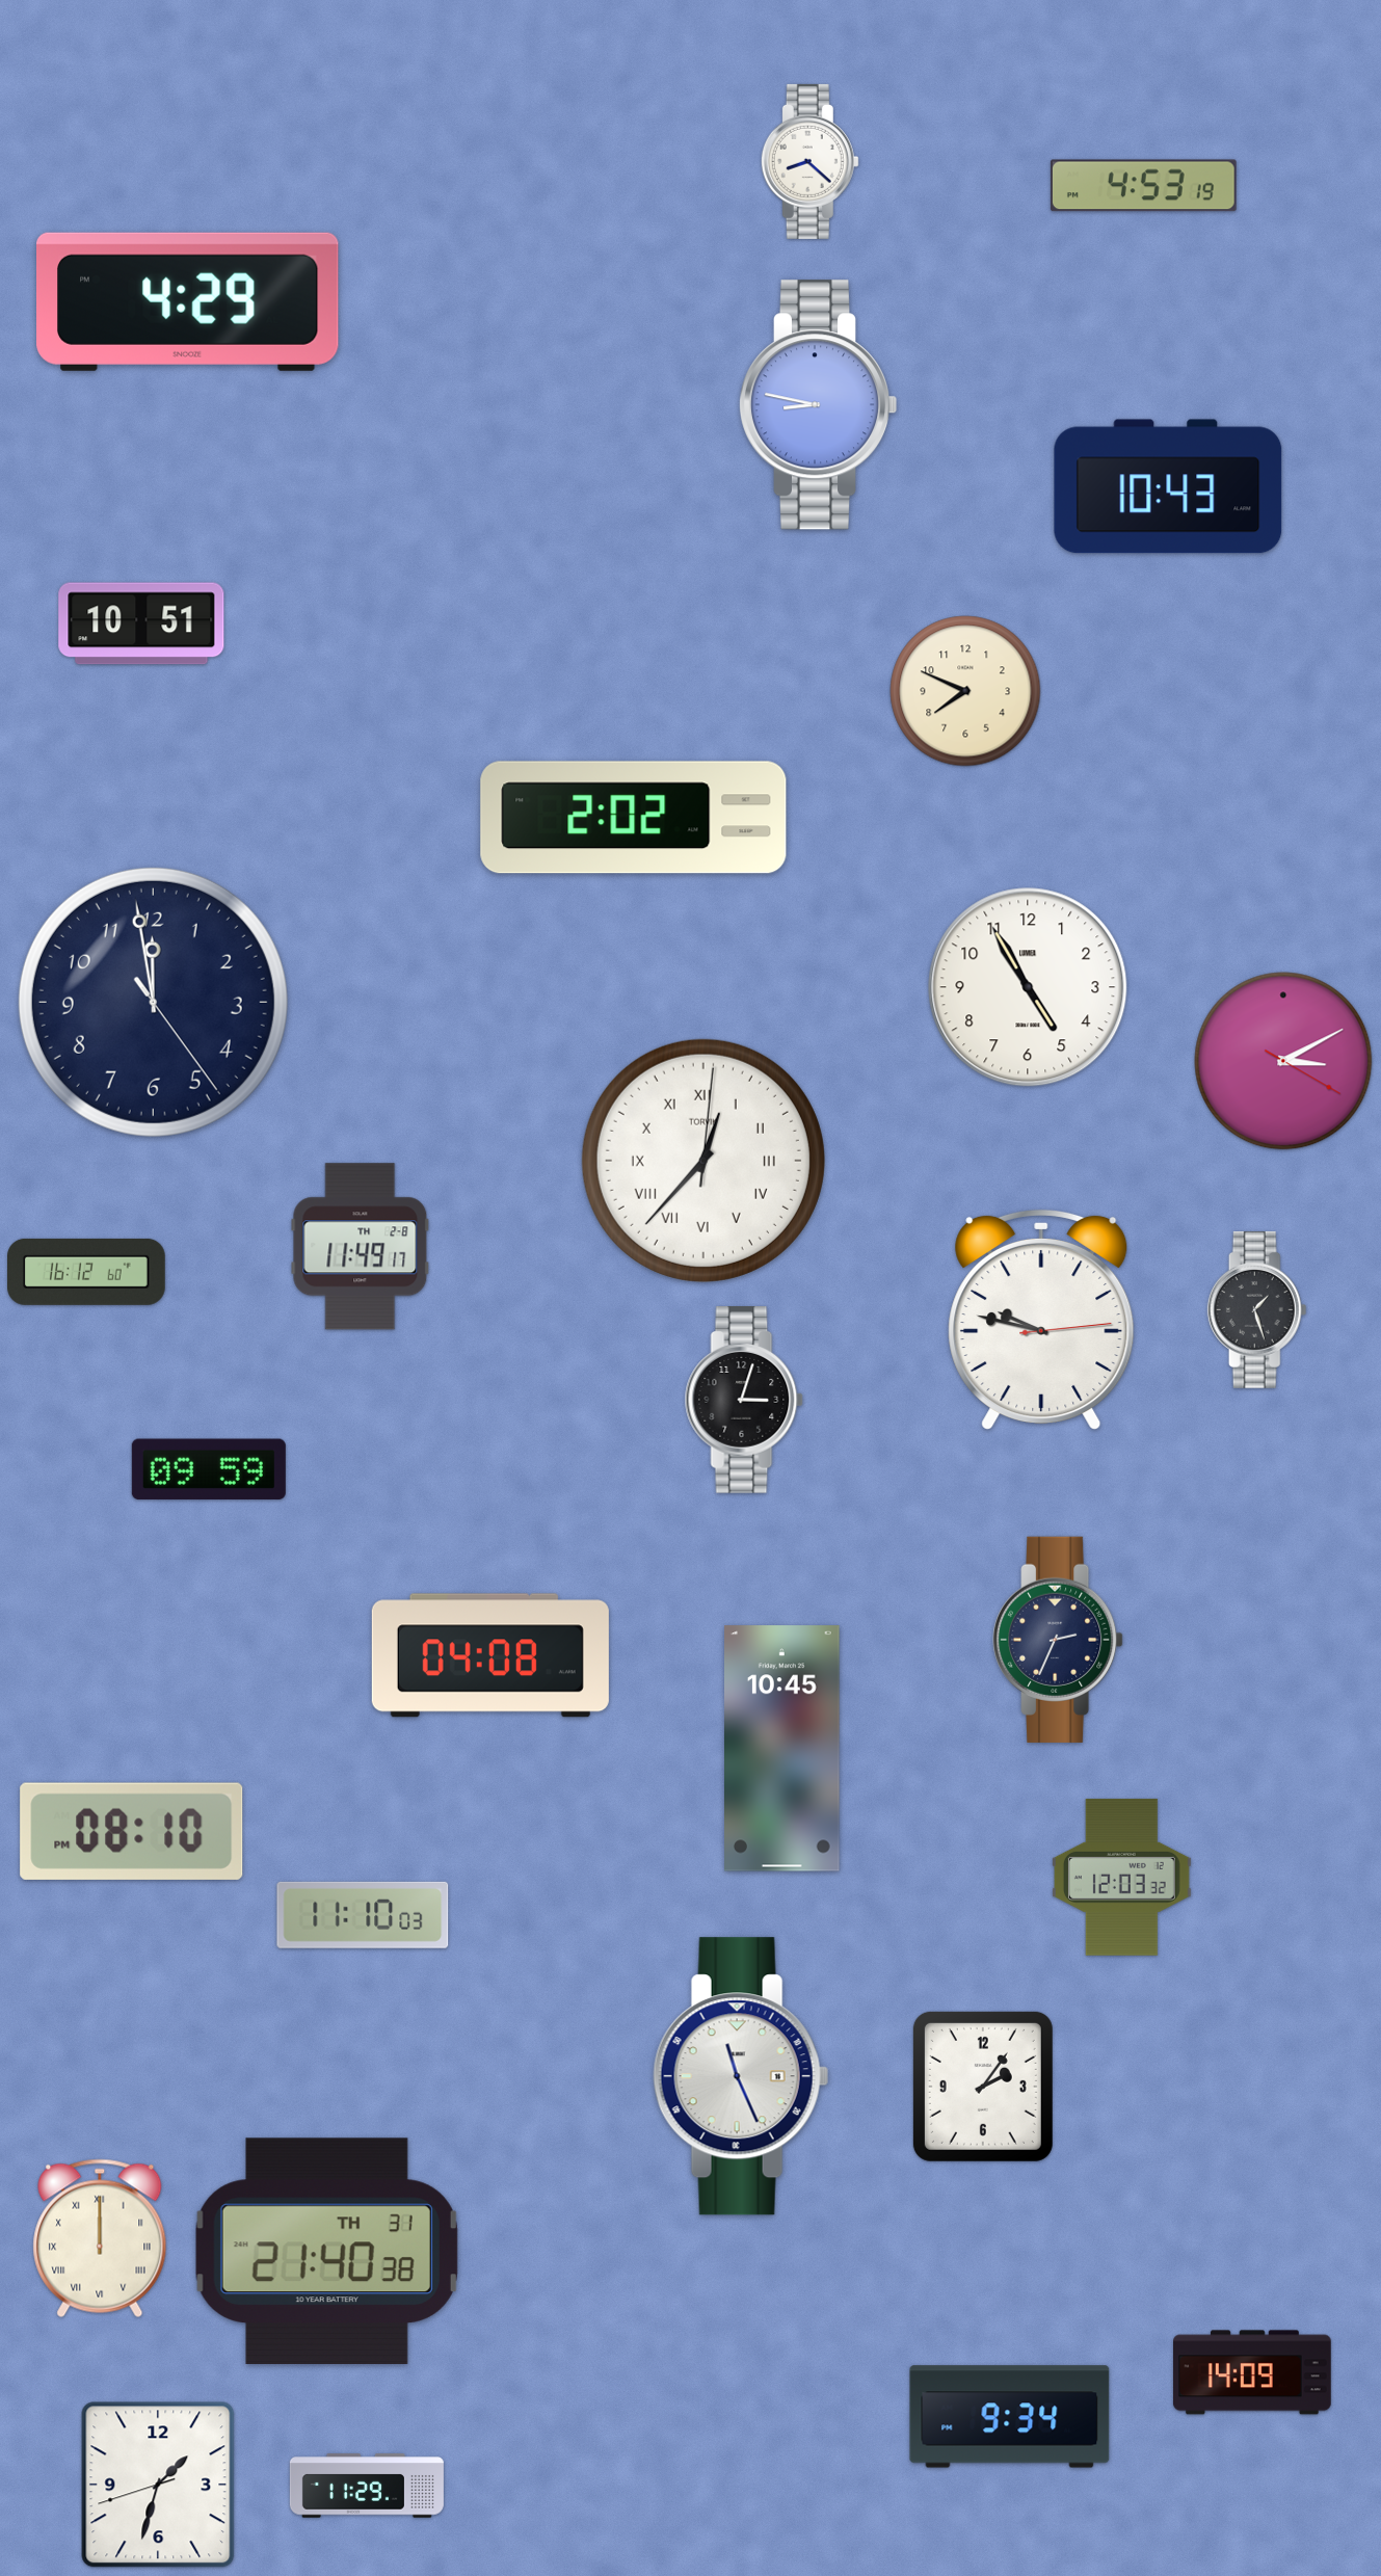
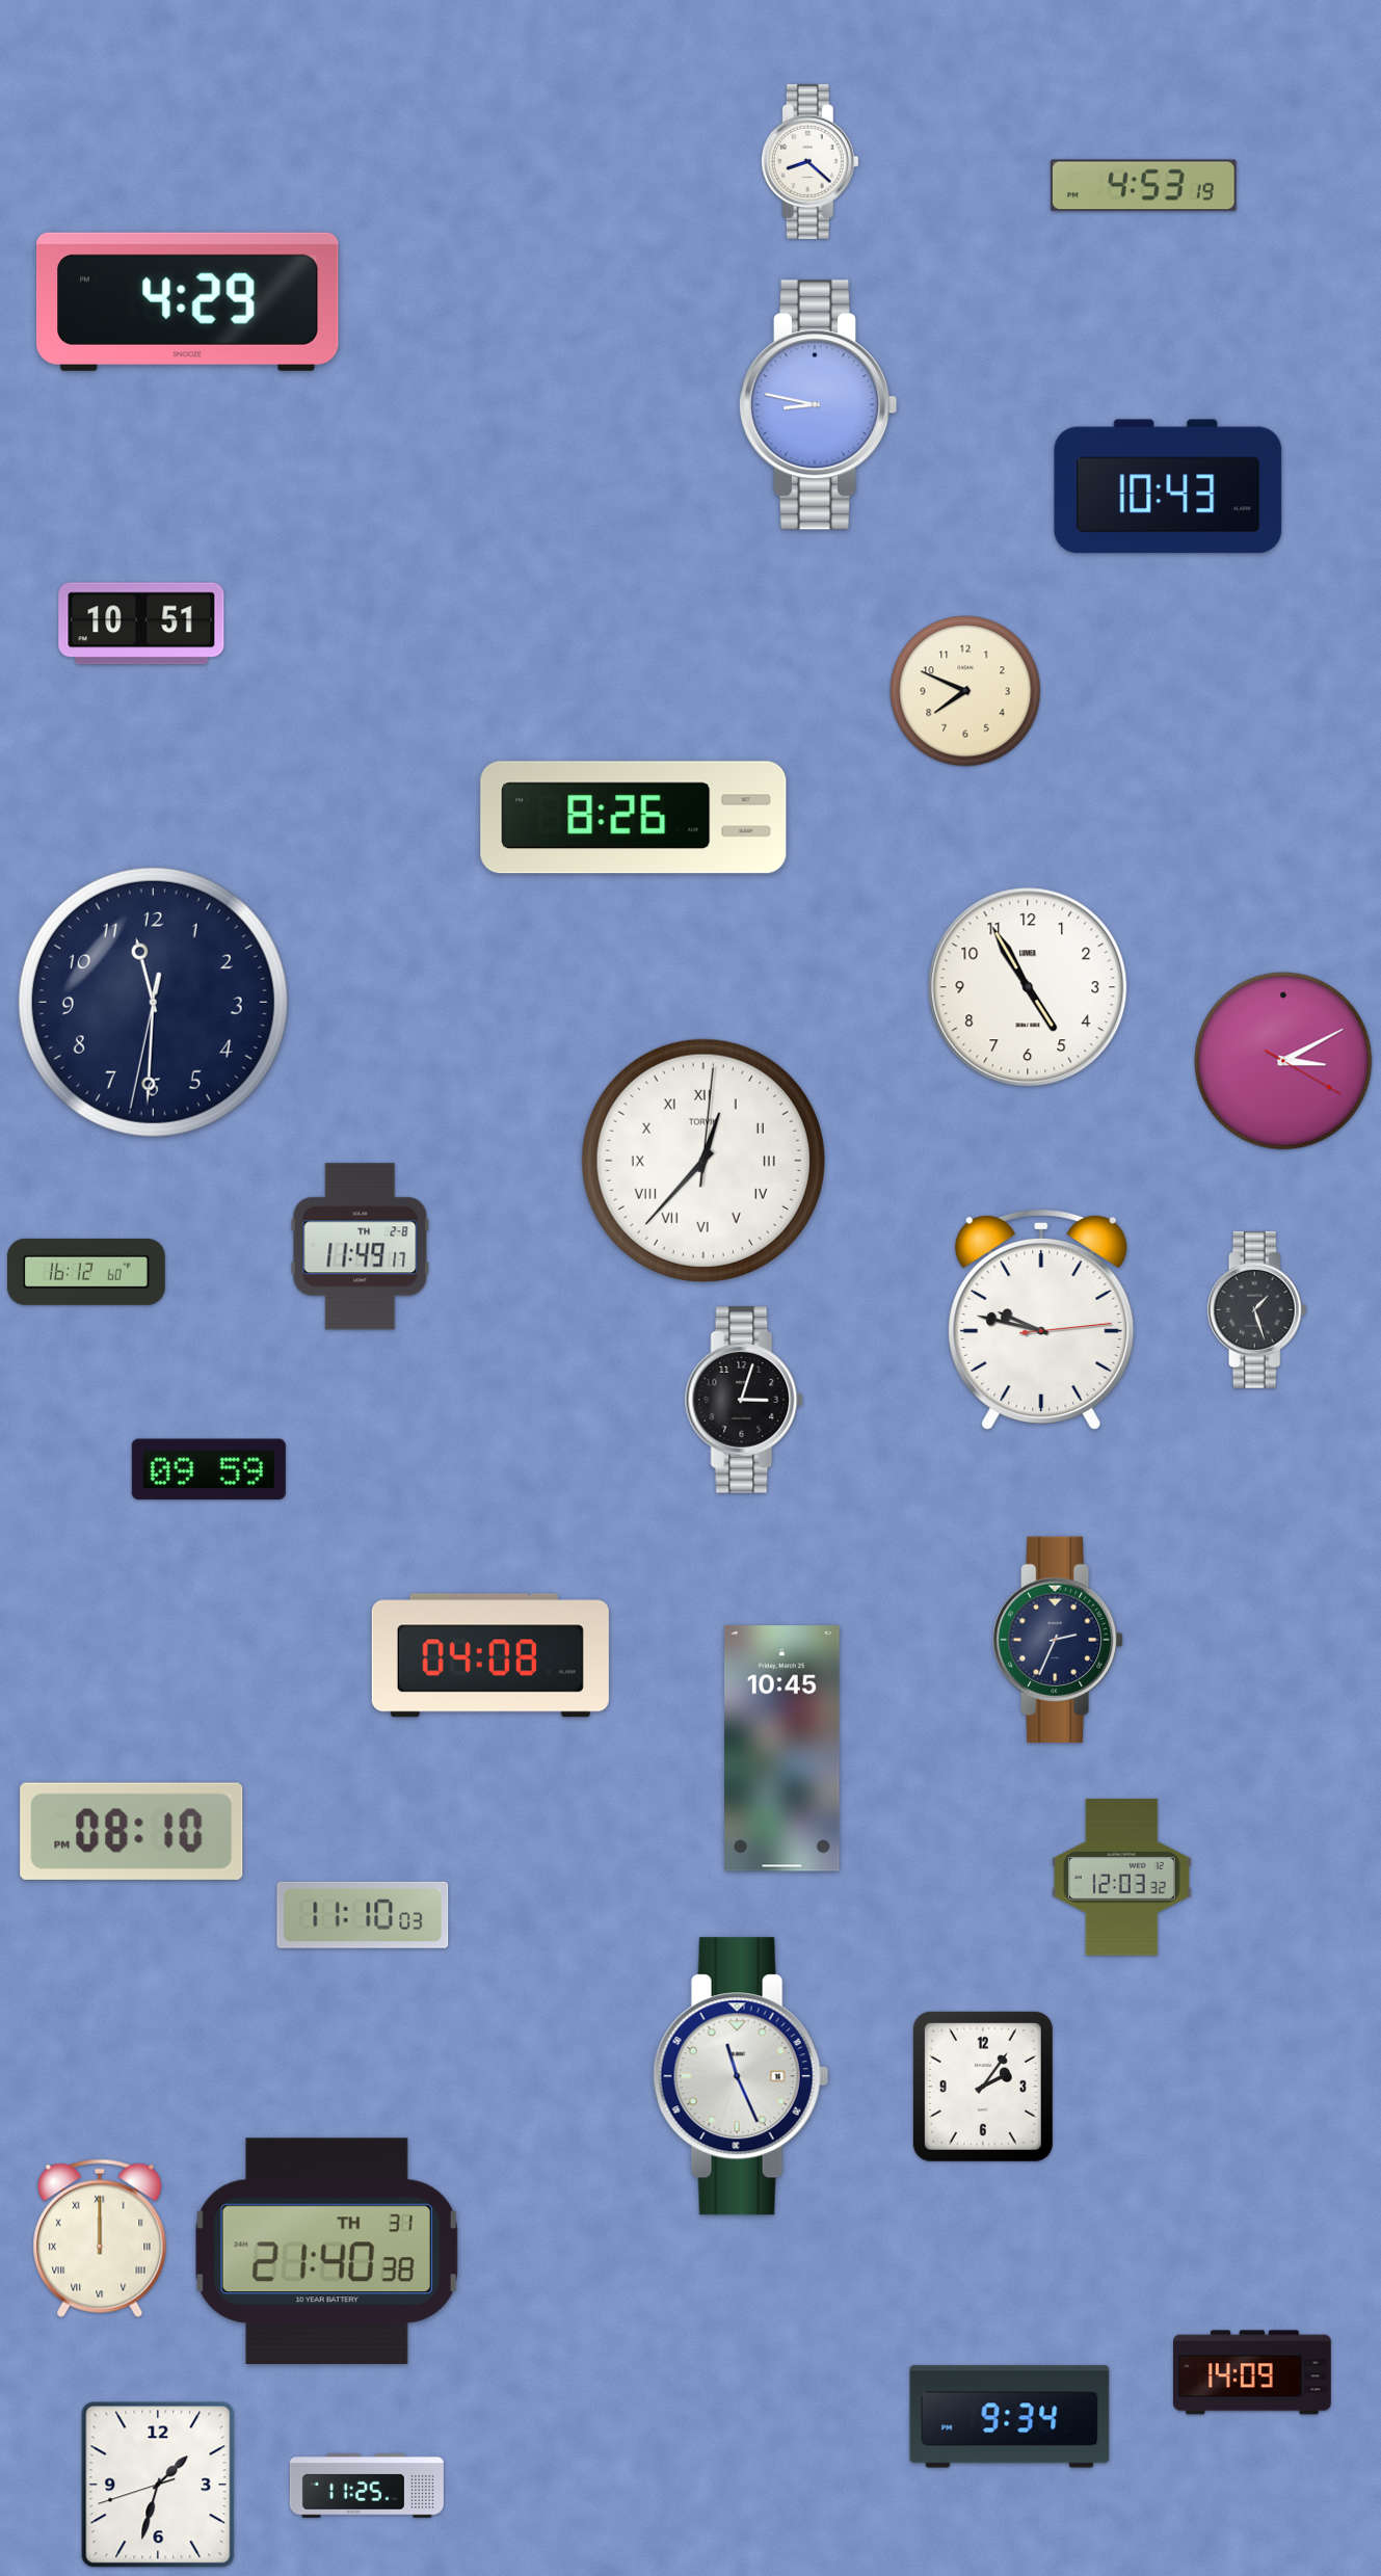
clock at (634, 818): 2:02 -> 8:26
clock at (153, 1002): 11:58 -> 11:30
clock at (367, 2486): 11:29 -> 11:25
